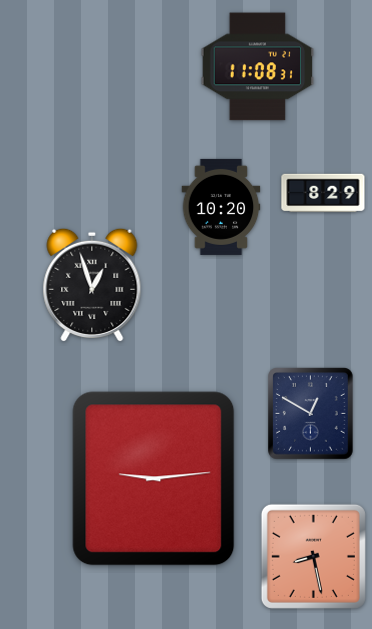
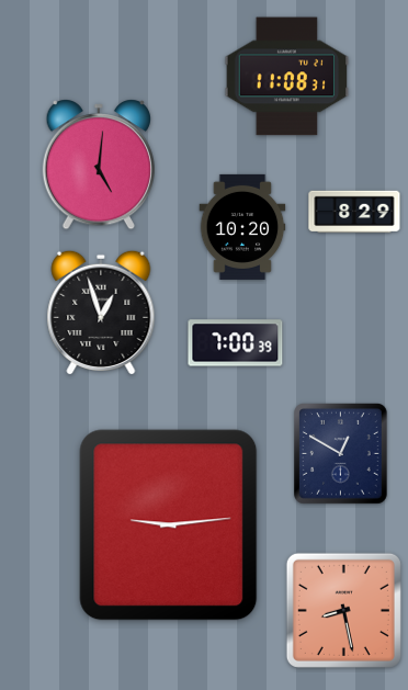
clock at (258, 67) position: (258, 67) -> (287, 77)
clock at (98, 165): none -> 5:01
clock at (236, 343): none -> 7:00
